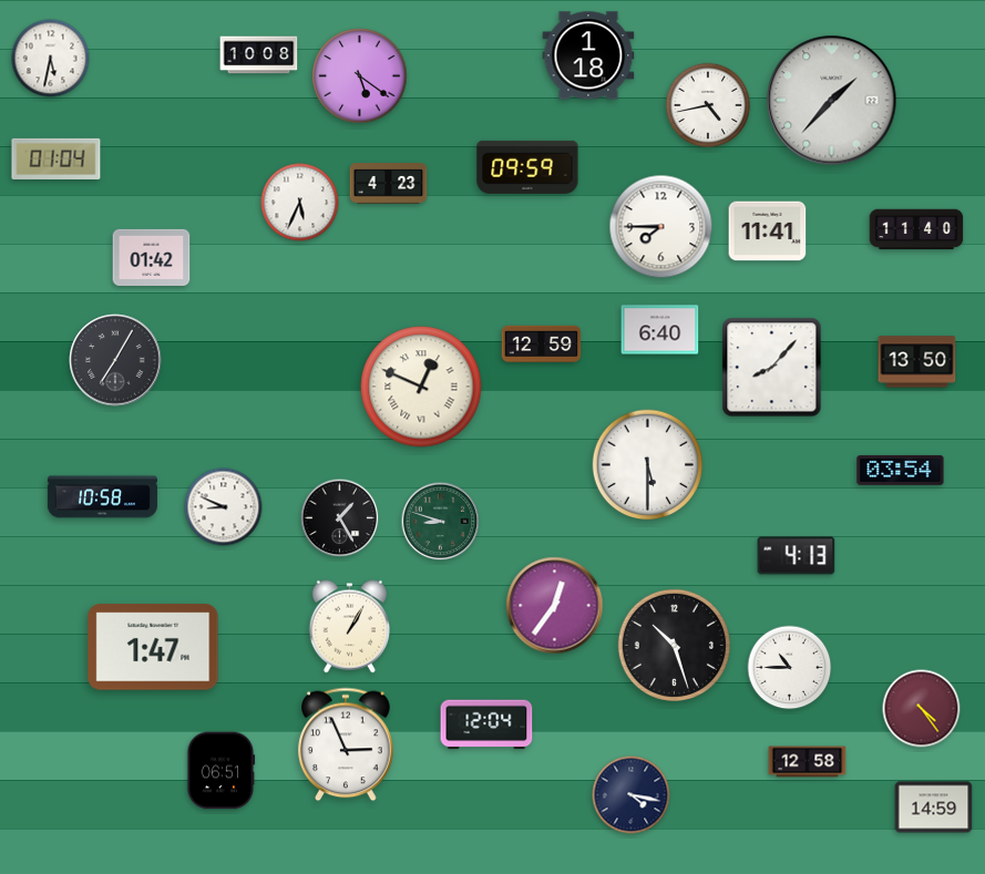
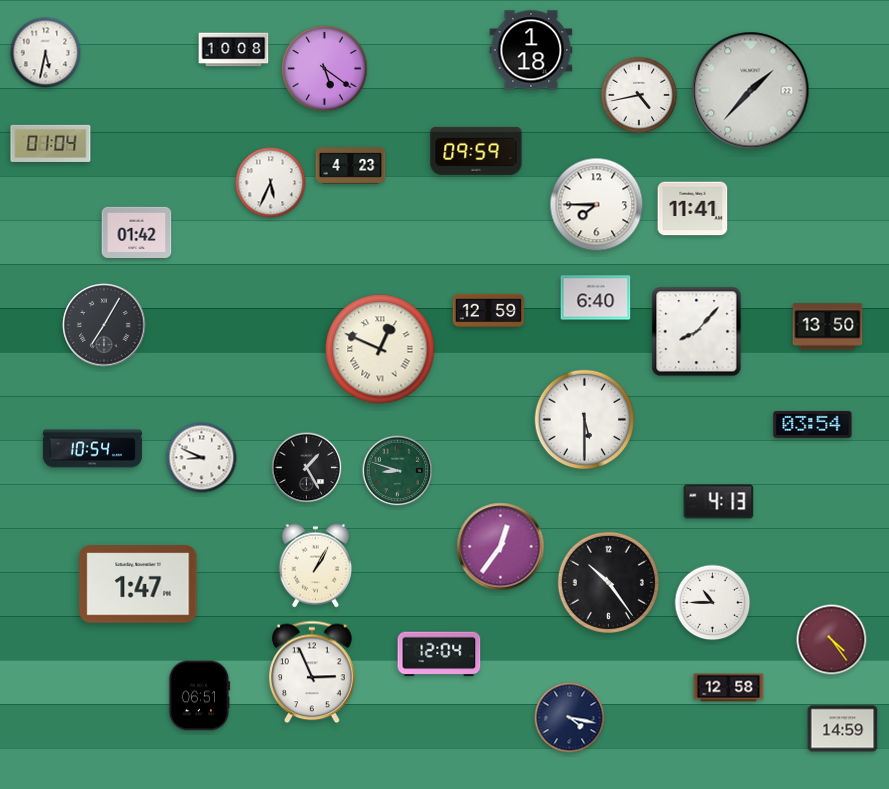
clock at (916, 229): 11:40 -> none
clock at (102, 497): 10:58 -> 10:54
clock at (674, 645): 10:27 -> 10:24
